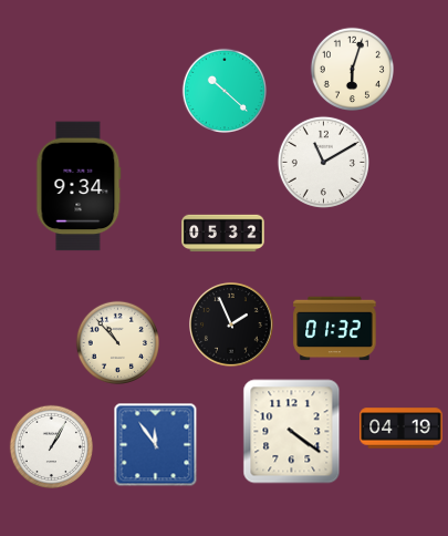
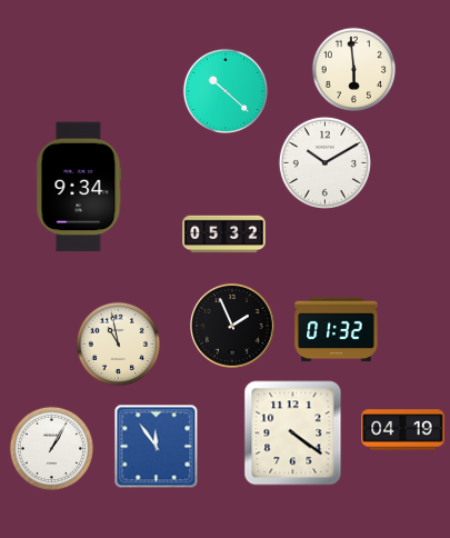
clock at (352, 69): 6:03 -> 5:59
clock at (323, 162): 11:10 -> 10:10
clock at (117, 342): 10:53 -> 10:58
